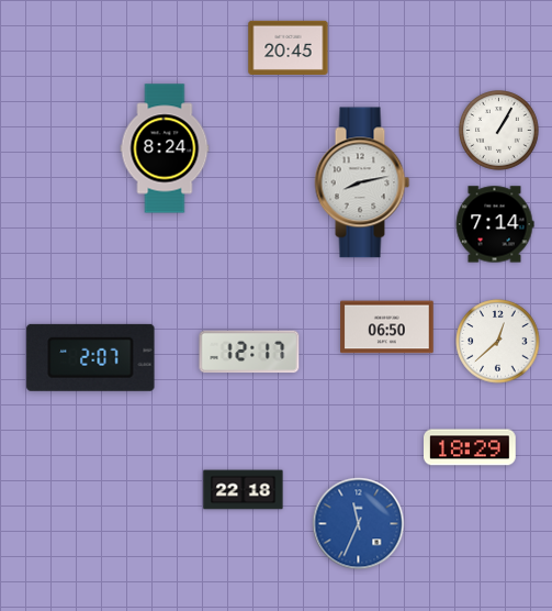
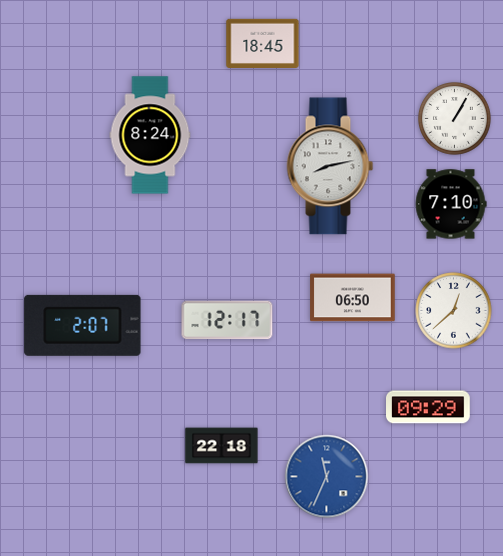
clock at (289, 47): 20:45 -> 18:45
clock at (495, 224): 7:14 -> 7:10
clock at (471, 447): 18:29 -> 09:29
